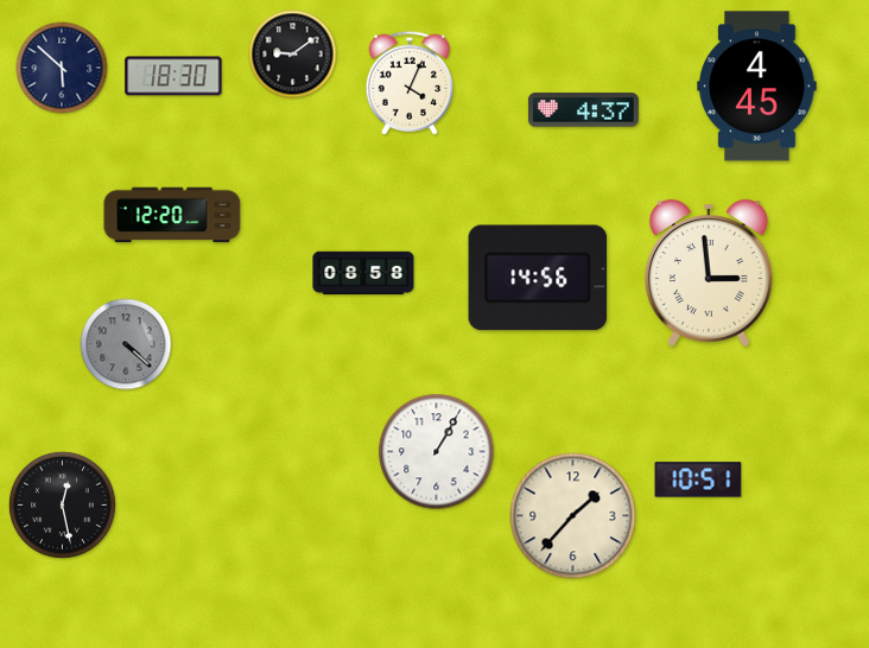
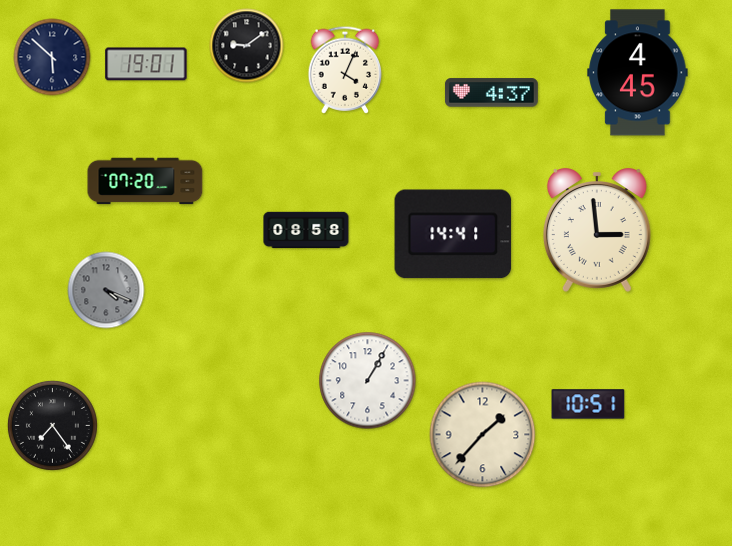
clock at (173, 76): 18:30 -> 19:01
clock at (172, 215): 12:20 -> 07:20
clock at (538, 278): 14:56 -> 14:41
clock at (126, 344): 4:22 -> 4:19
clock at (62, 504): 12:28 -> 7:24
